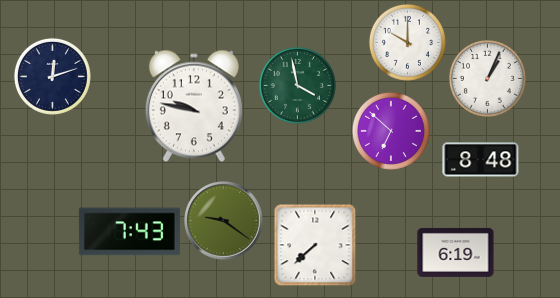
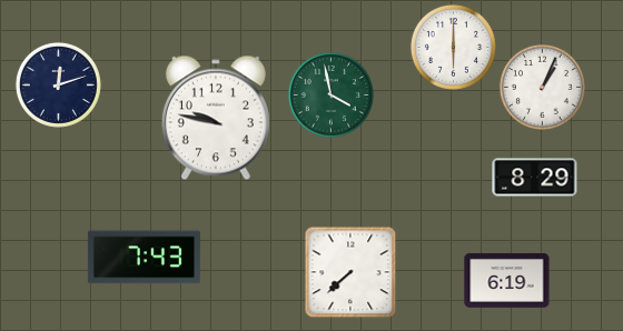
clock at (407, 42): 10:00 -> 6:00
clock at (391, 131): 6:52 -> none
clock at (481, 160): 8:48 -> 8:29
clock at (224, 221): 9:21 -> none
